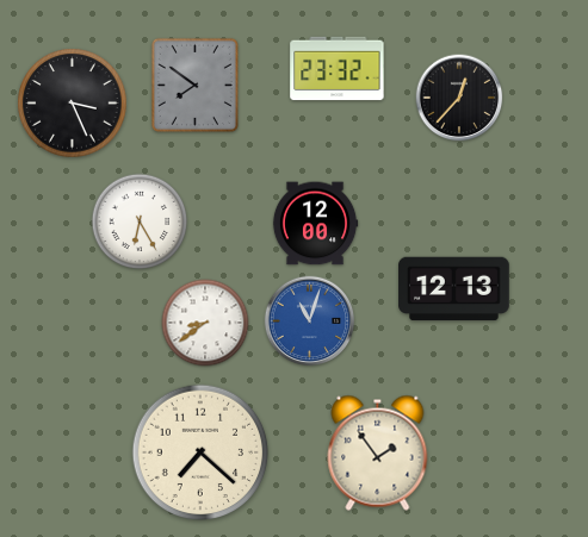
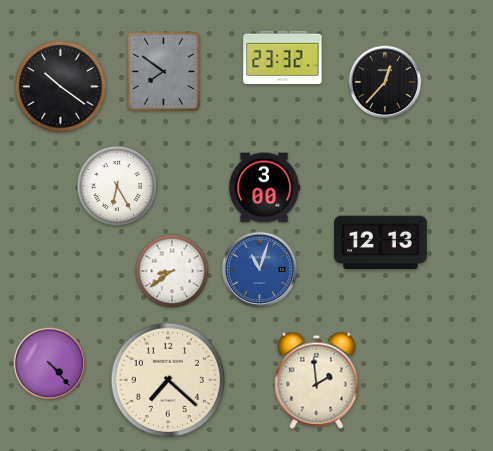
clock at (73, 104): 3:26 -> 10:21
clock at (315, 224): 12:00 -> 3:00
clock at (50, 364): none -> 4:23
clock at (378, 452): 1:54 -> 1:59
